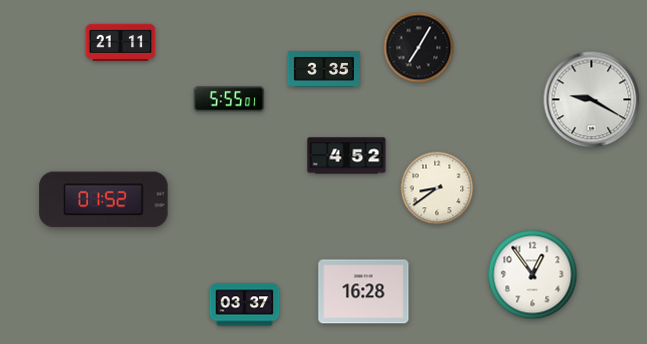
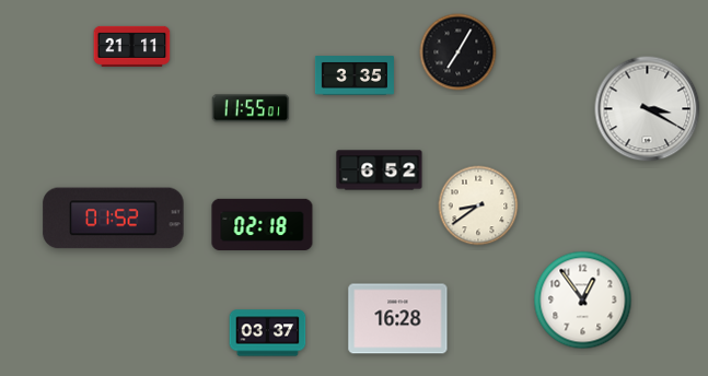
clock at (229, 99): 5:55 -> 11:55
clock at (592, 100): 9:20 -> 3:20
clock at (347, 156): 4:52 -> 6:52
clock at (263, 224): none -> 02:18
